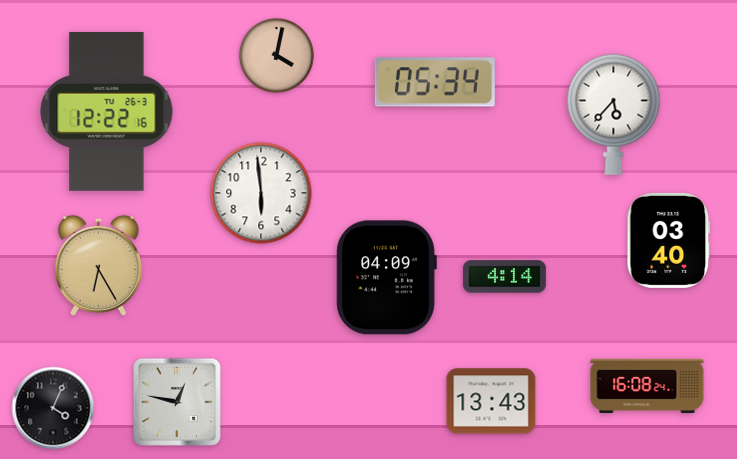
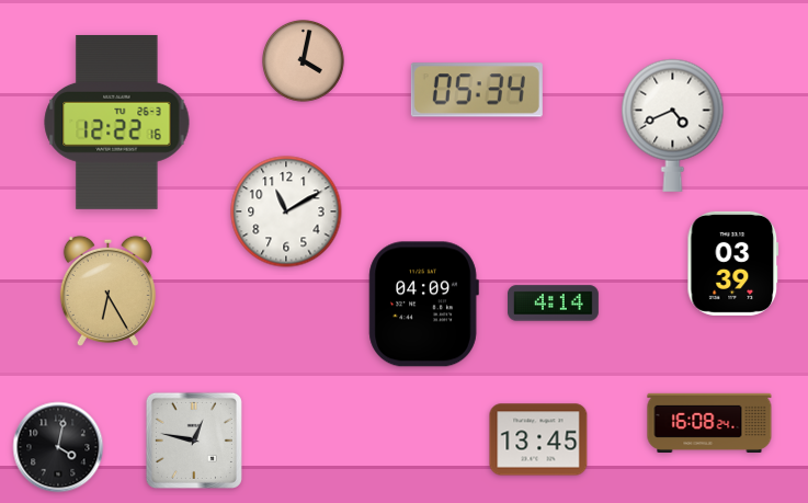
clock at (614, 114): 5:37 -> 4:41
clock at (261, 193): 5:59 -> 11:10
clock at (669, 240): 03:40 -> 03:39
clock at (491, 401): 13:43 -> 13:45
clock at (53, 408): 4:04 -> 4:02
